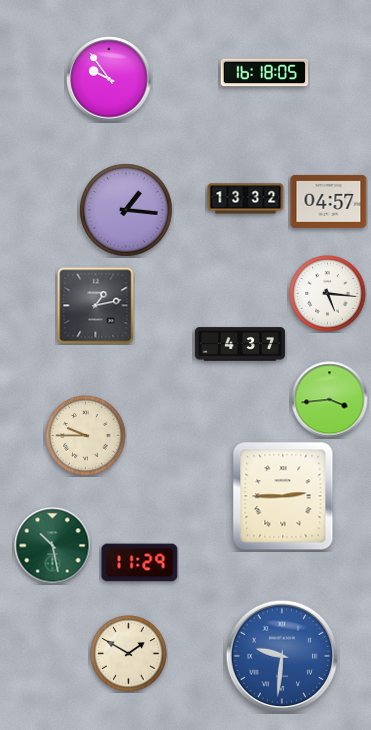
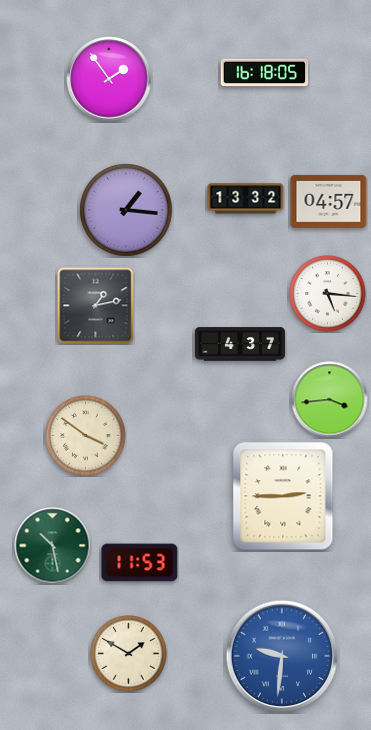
clock at (109, 79): 9:54 -> 1:54
clock at (86, 436): 9:45 -> 3:51
clock at (140, 563): 11:29 -> 11:53
